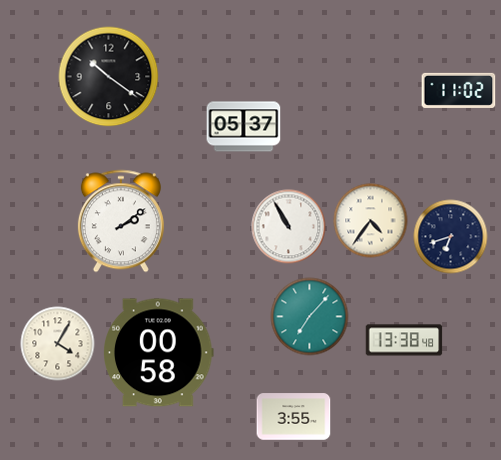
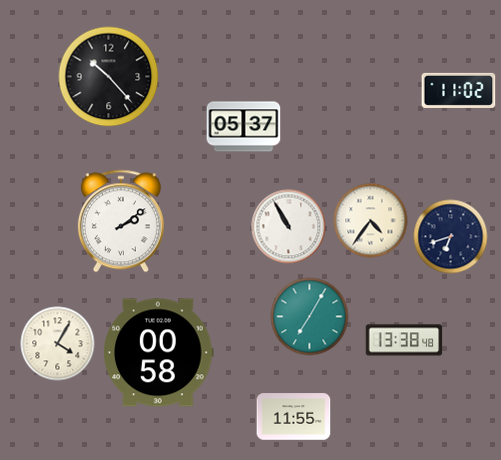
clock at (109, 77): 10:21 -> 10:23
clock at (310, 317): 7:07 -> 7:05
clock at (294, 417): 3:55 -> 11:55
